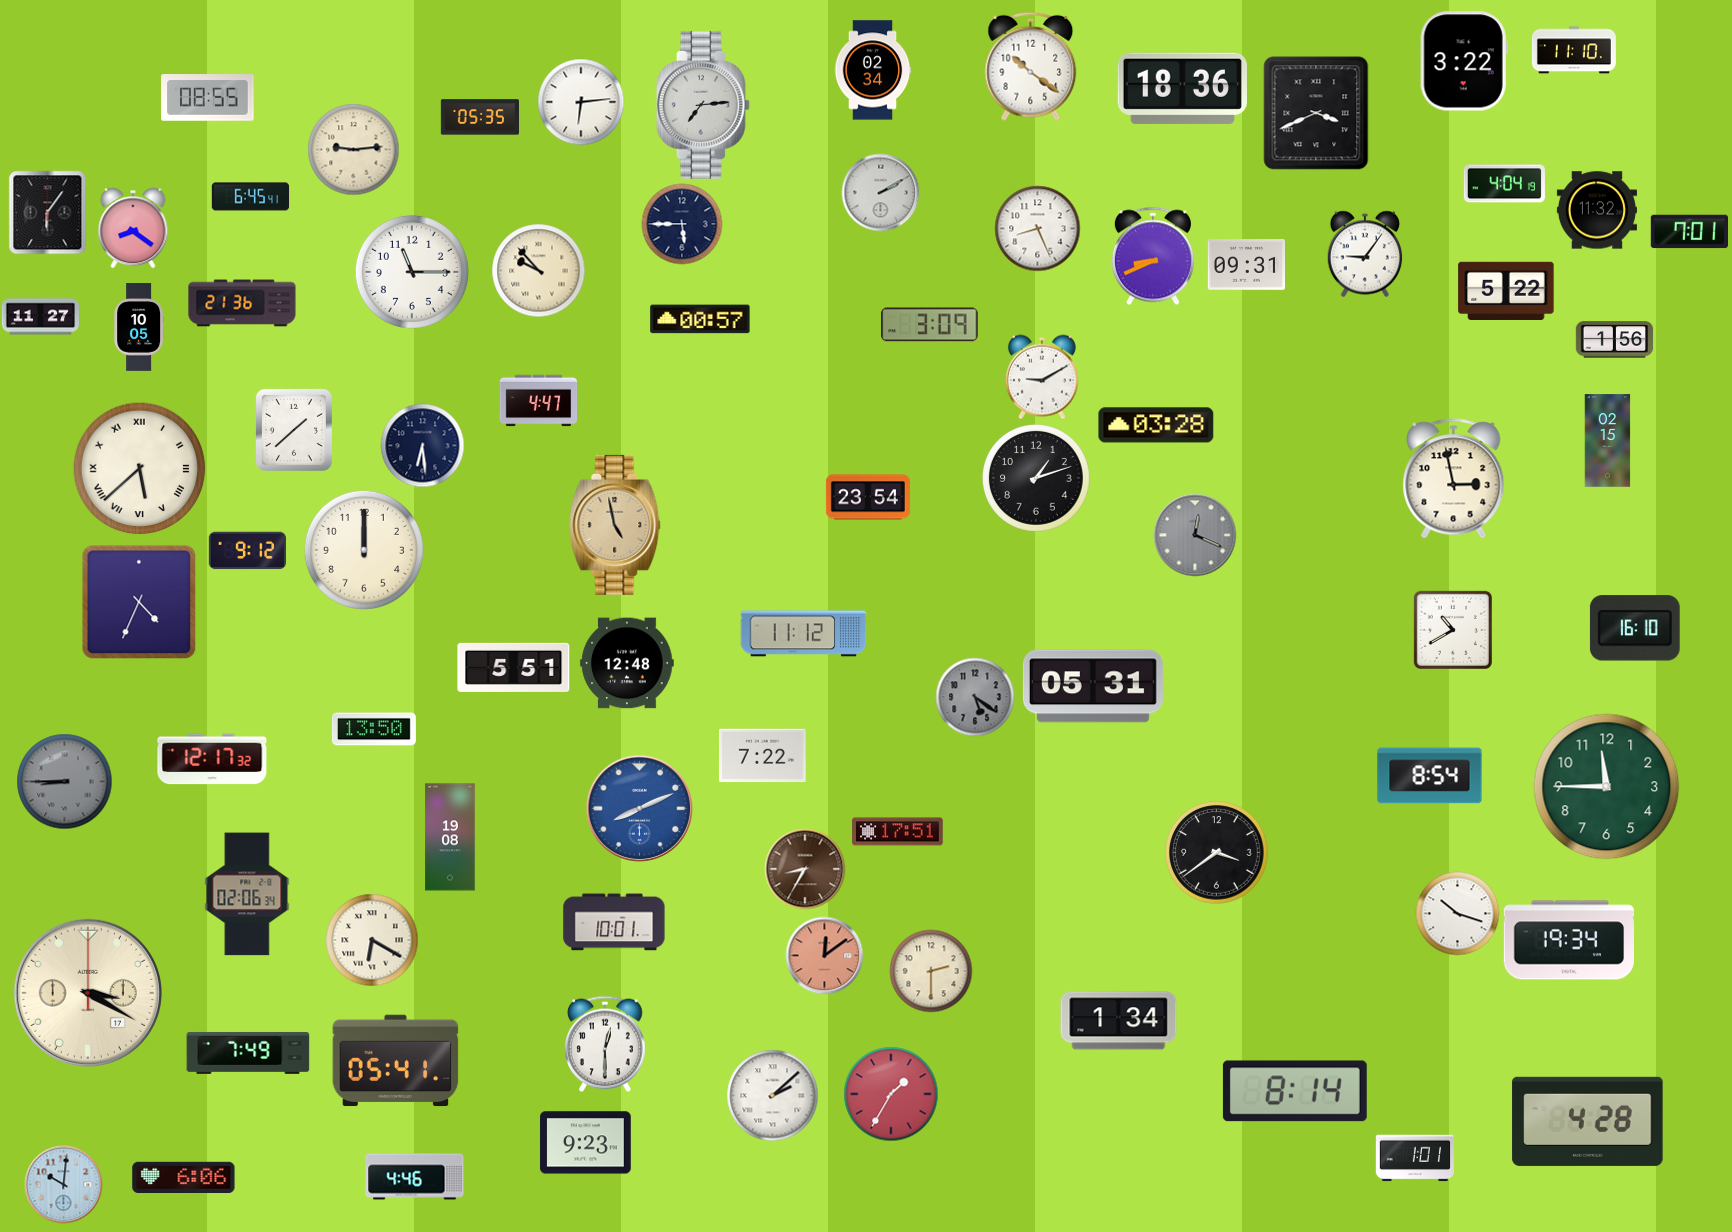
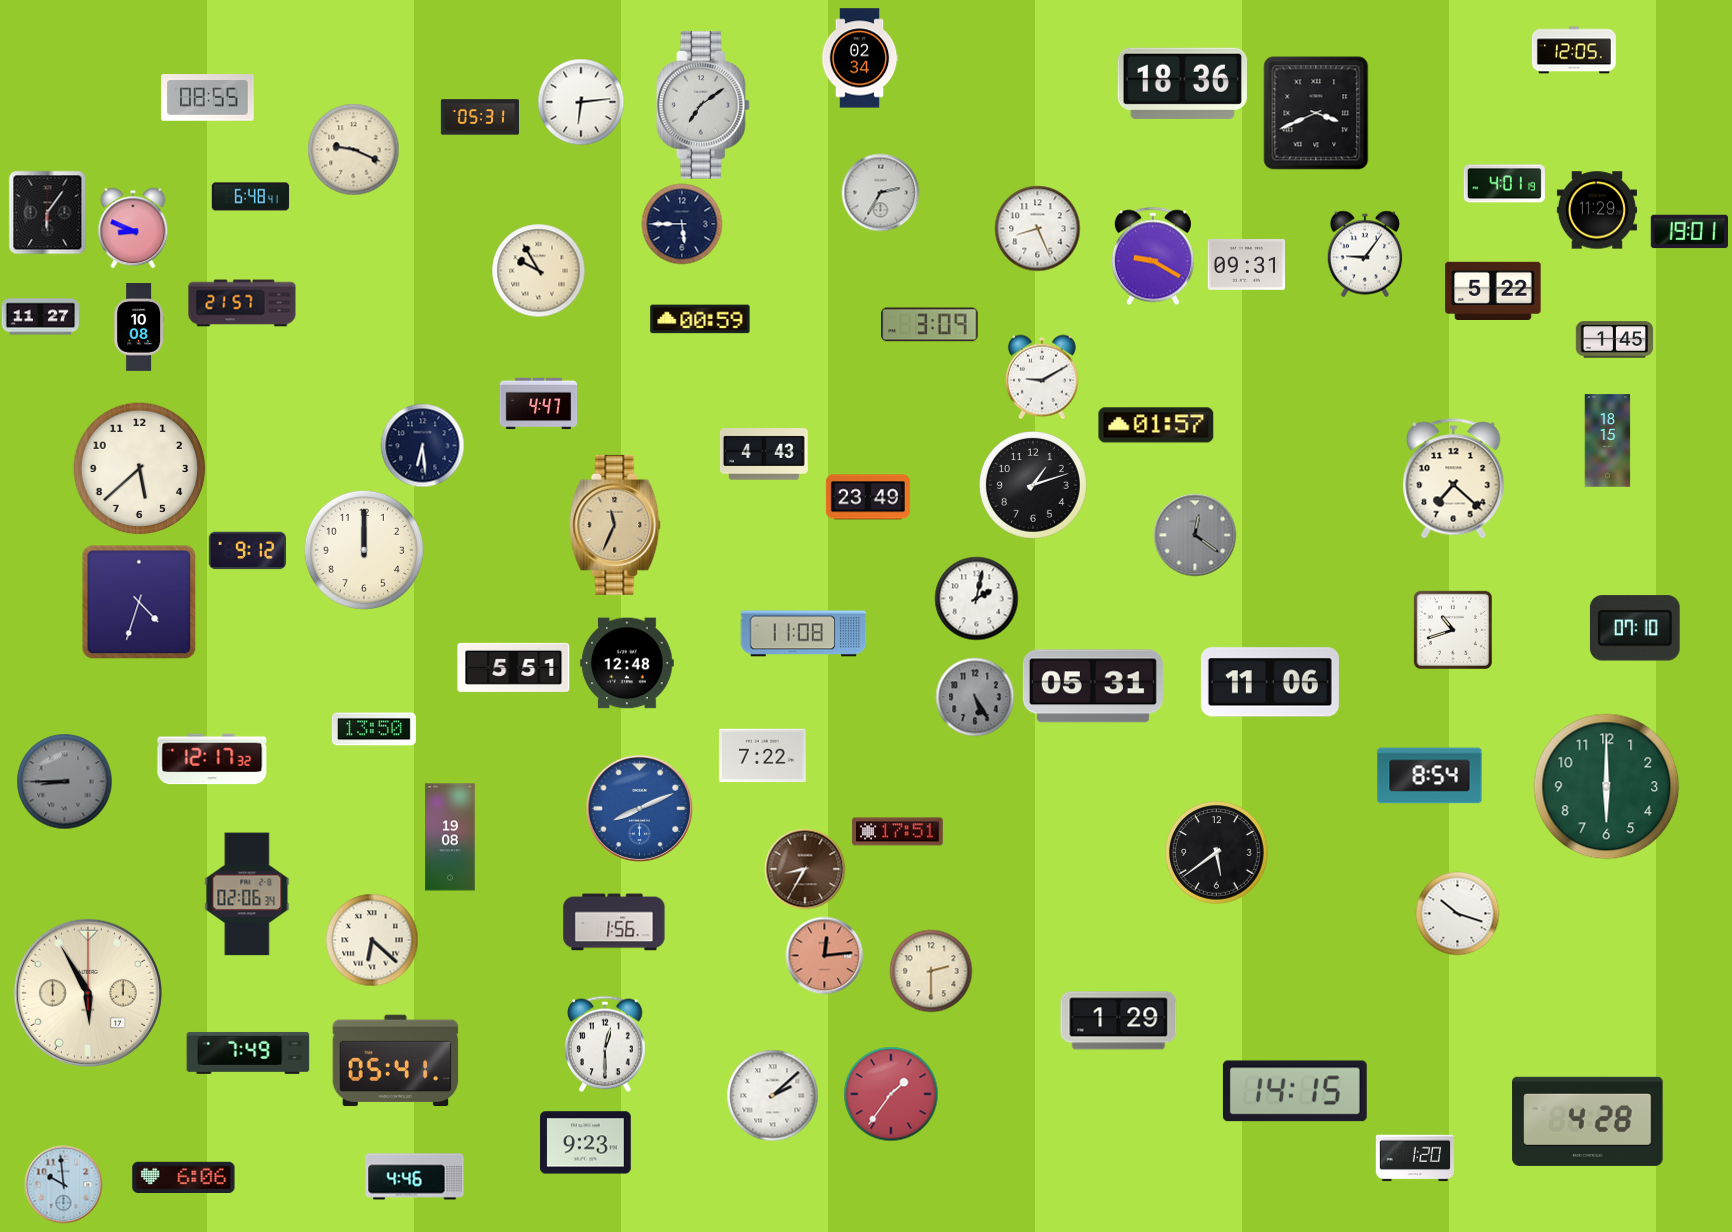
clock at (1574, 50): 11:10 -> 12:05
clock at (1464, 61): 3:22 -> none
clock at (1031, 66): 10:21 -> none
clock at (873, 70) position: (873, 70) -> (860, 58)
clock at (1182, 88) position: (1182, 88) -> (1182, 83)
clock at (703, 105): 7:14 -> 7:09
clock at (479, 117): 05:35 -> 05:31
clock at (353, 149): 9:14 -> 9:19
clock at (1504, 184): 4:04 -> 4:01
clock at (880, 192): 2:10 -> 2:35
clock at (250, 197): 6:45 -> 6:48
clock at (1597, 210): 11:32 -> 11:29
clock at (133, 228): 8:21 -> 8:49
clock at (1689, 232): 7:01 -> 19:01
clock at (1153, 256): 8:41 -> 9:20
clock at (538, 270): 9:53 -> 9:55
clock at (412, 272): 11:15 -> none
clock at (1506, 290) position: (1506, 290) -> (1493, 290)
clock at (242, 303): 21:36 -> 21:57
clock at (700, 319): 00:57 -> 00:59
clock at (139, 327): 10:05 -> 10:08
clock at (1614, 340): 1:56 -> 1:45
clock at (538, 401) position: (538, 401) -> (538, 404)
clock at (1156, 425): 03:28 -> 01:57
clock at (294, 430): 1:38 -> none
clock at (1608, 441): 02:15 -> 18:15
clock at (764, 454): none -> 4:43
clock at (140, 469) numerals: Roman -> Arabic
clock at (1037, 479) position: (1037, 479) -> (1034, 486)
clock at (1454, 479): 2:58 -> 7:22
clock at (868, 497): 23:54 -> 23:49
clock at (615, 525): 4:58 -> 11:34
clock at (1195, 535): 12:19 -> 12:21
clock at (976, 598): none -> 2:02
clock at (139, 602): 4:34 -> 4:33
clock at (1635, 628): 16:10 -> 07:10
clock at (1453, 630): 10:40 -> 10:42
clock at (804, 634): 11:12 -> 11:08
clock at (1270, 682): none -> 11:06
clock at (975, 697): 5:21 -> 5:25
clock at (1607, 787): 11:45 -> 6:00
clock at (1217, 853): 3:39 -> 5:39
clock at (614, 922): 10:01 -> 1:56
clock at (372, 940): 6:20 -> 6:22
clock at (1568, 940): 19:34 -> none
clock at (824, 955): 12:09 -> 12:14
clock at (88, 993): 3:20 -> 5:55
clock at (1119, 1021): 1:34 -> 1:29
clock at (1295, 1091): 8:14 -> 14:15
clock at (891, 1094): 1:35 -> 1:36
clock at (1414, 1158): 1:01 -> 1:20
clock at (63, 1184): 10:01 -> 9:59
